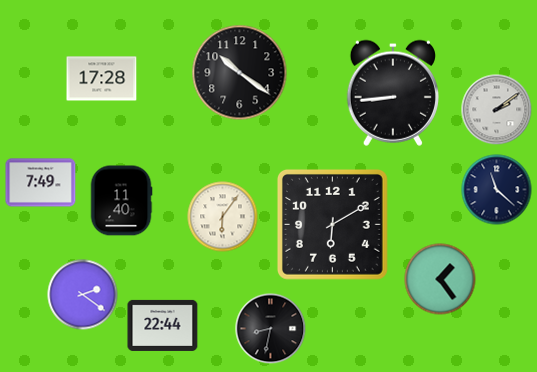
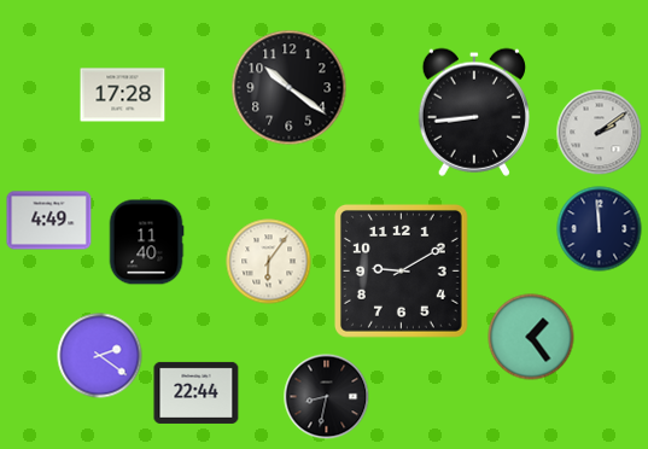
clock at (41, 183): 7:49 -> 4:49
clock at (497, 190): 11:22 -> 11:59
clock at (332, 224): 6:10 -> 9:10
